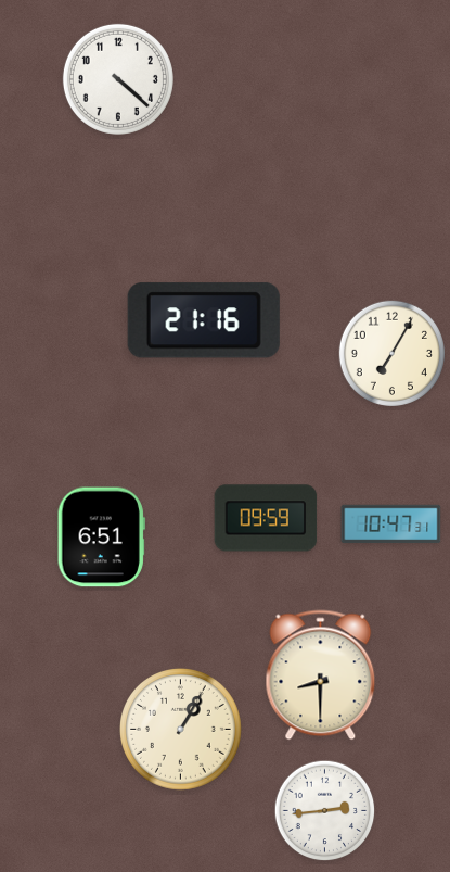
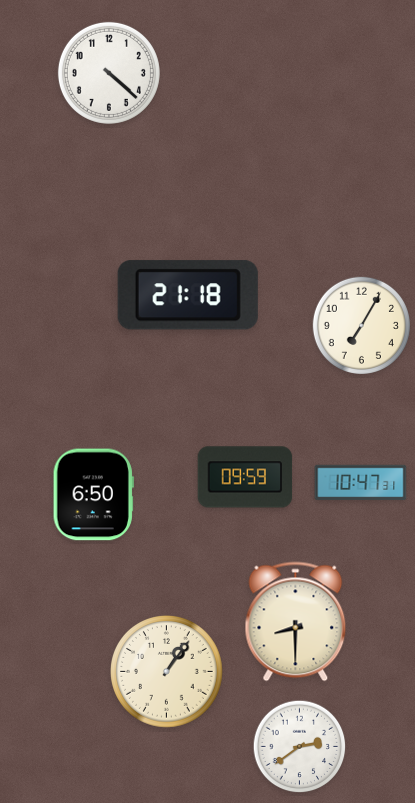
clock at (204, 320): 21:16 -> 21:18
clock at (101, 538): 6:51 -> 6:50
clock at (181, 730): 1:05 -> 1:06
clock at (325, 811): 2:44 -> 2:39
